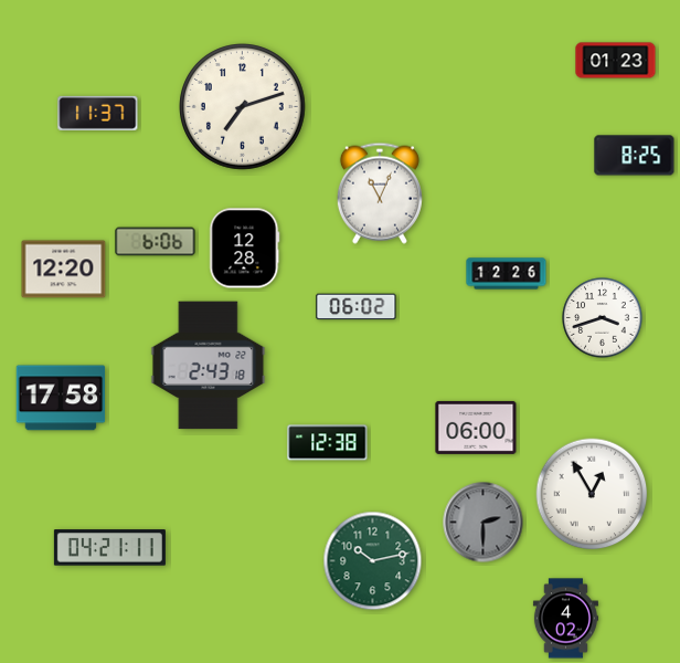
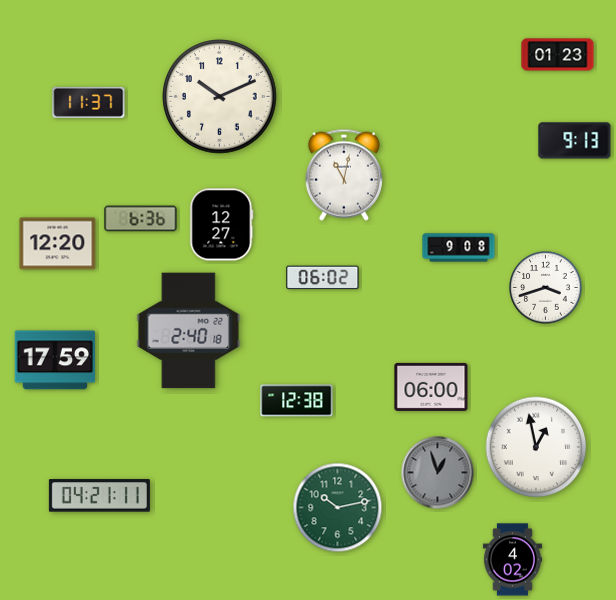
clock at (243, 107): 7:12 -> 10:11
clock at (635, 156): 8:25 -> 9:13
clock at (380, 193): 11:04 -> 11:02
clock at (156, 242): 6:06 -> 6:36
clock at (245, 249): 12:28 -> 12:27
clock at (507, 274): 12:26 -> 9:08
clock at (209, 366): 2:43 -> 2:40
clock at (61, 398): 17:58 -> 17:59
clock at (592, 494): 12:55 -> 12:58
clock at (484, 523): 2:30 -> 12:57
